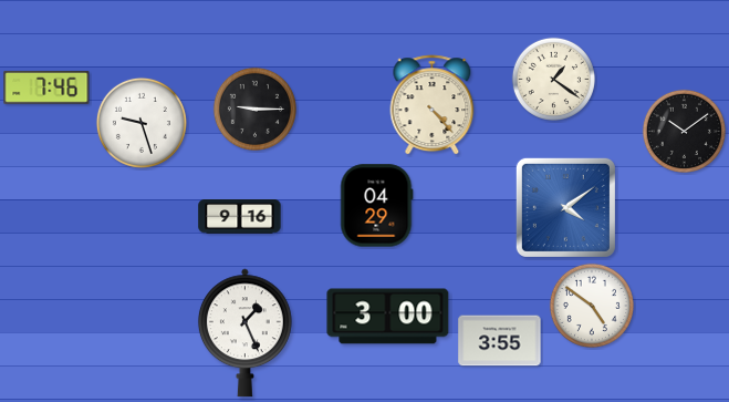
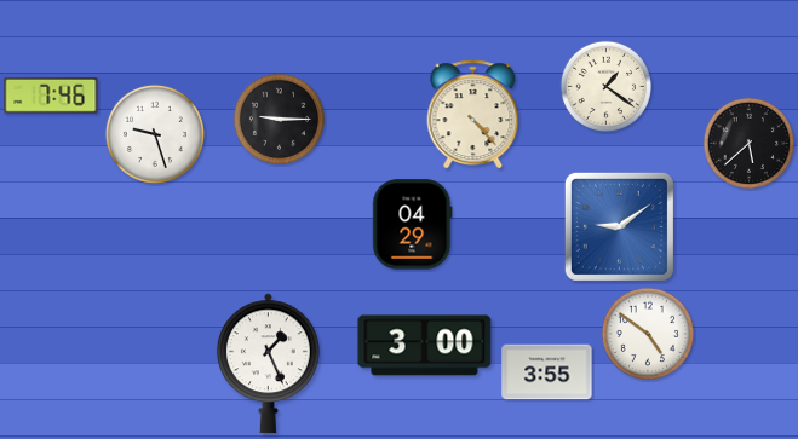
clock at (684, 131): 10:09 -> 5:38
clock at (565, 207): 4:09 -> 9:09
clock at (240, 217): 9:16 -> none
